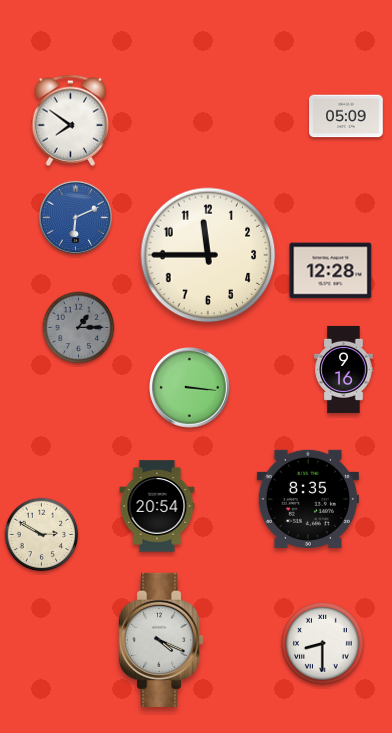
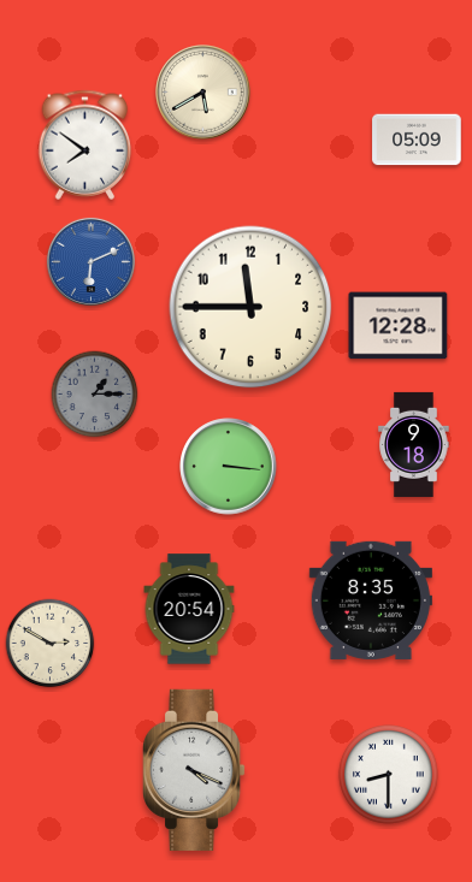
clock at (203, 93): none -> 5:40
clock at (344, 369): 9:16 -> 9:18
